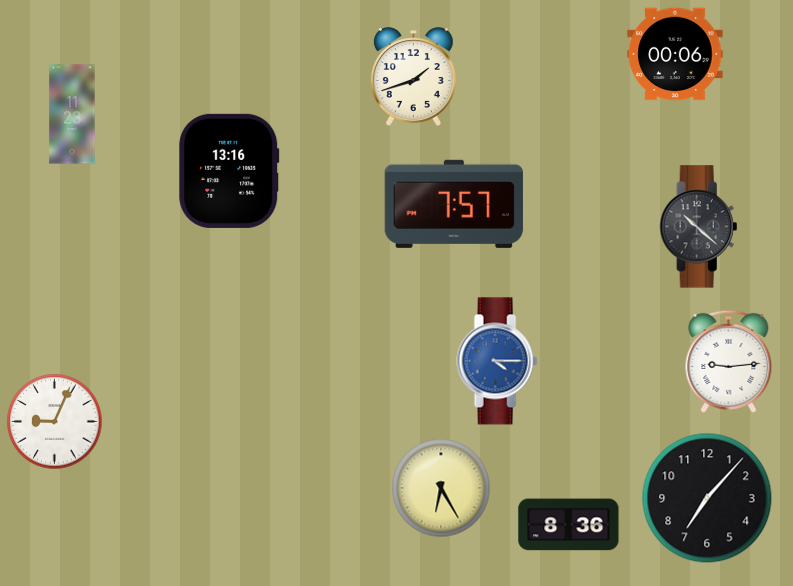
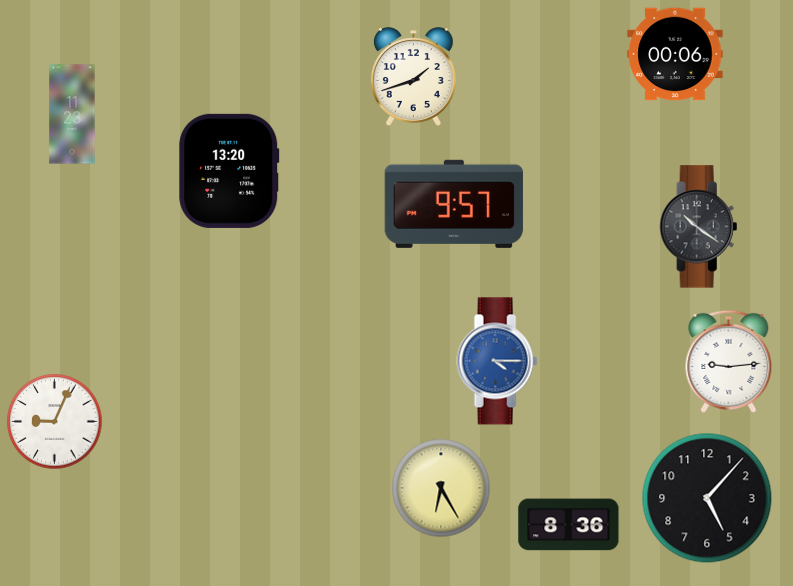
clock at (229, 171): 13:16 -> 13:20
clock at (454, 204): 7:57 -> 9:57
clock at (699, 227): 10:22 -> 10:21
clock at (707, 498): 7:07 -> 5:07
